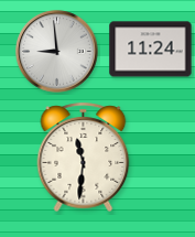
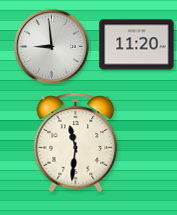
clock at (151, 50): 11:24 -> 11:20
